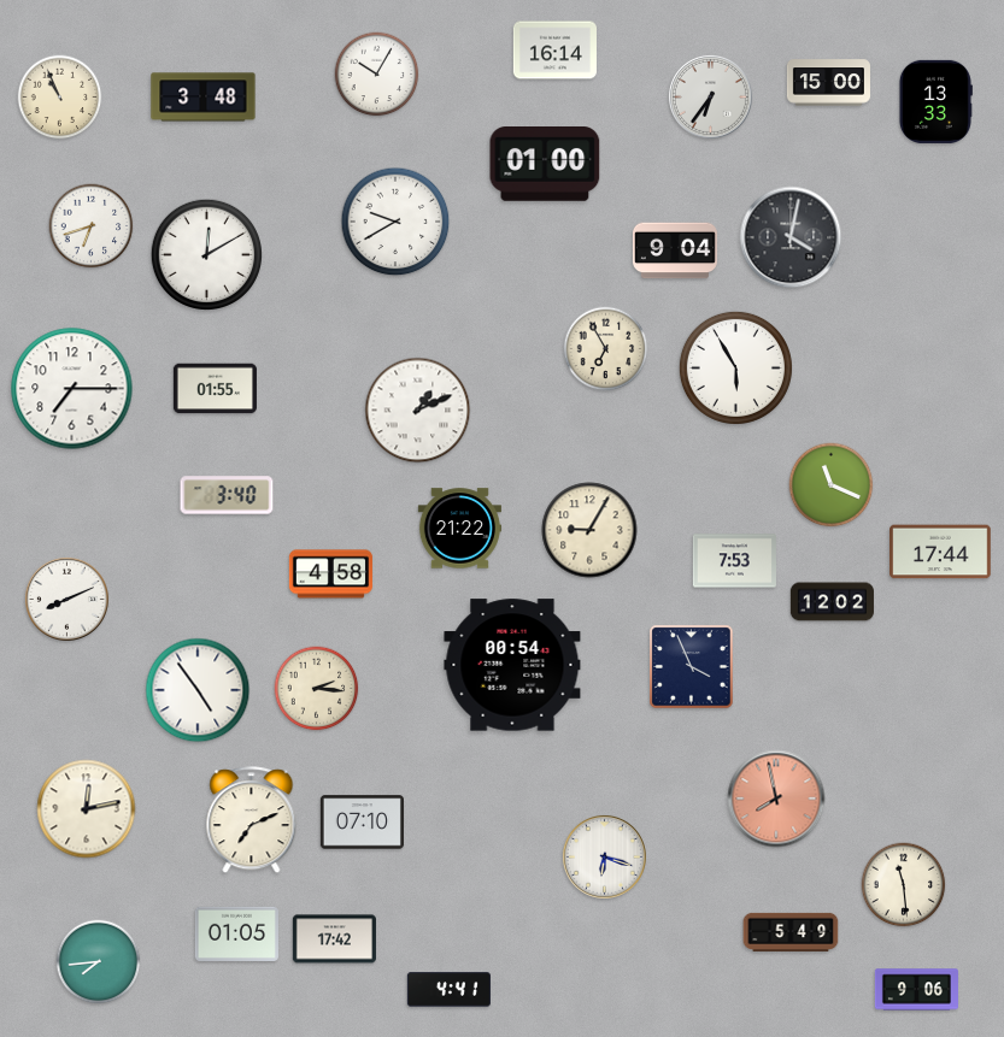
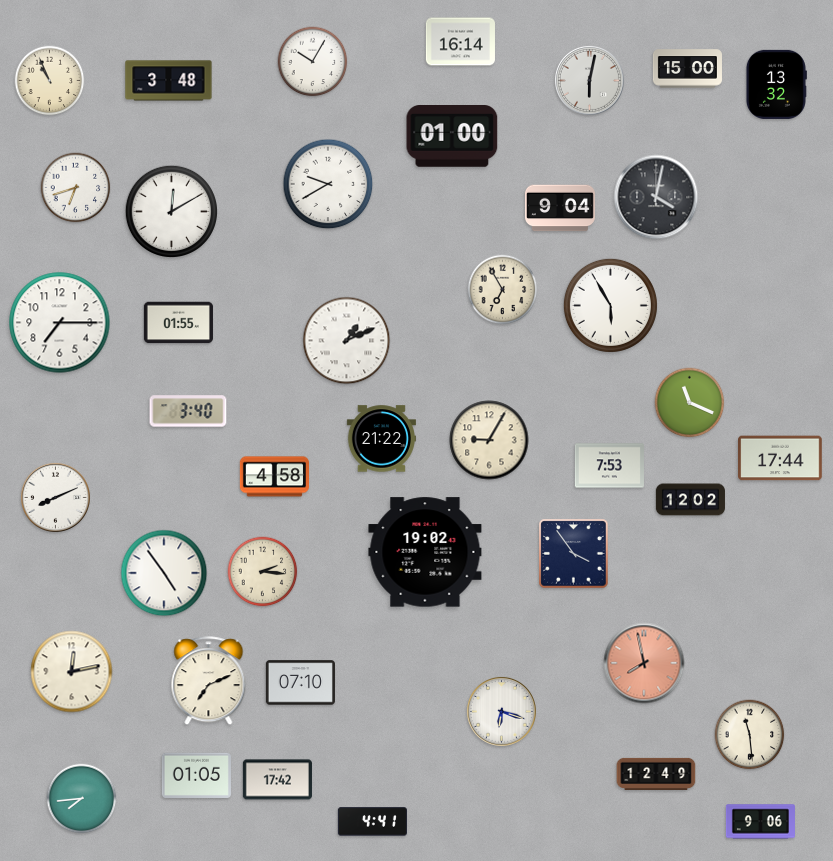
clock at (710, 96): 6:36 -> 6:02
clock at (935, 101): 13:33 -> 13:32
clock at (512, 665): 00:54 -> 19:02
clock at (692, 667): 3:56 -> 3:54
clock at (791, 932): 5:49 -> 12:49
